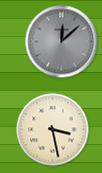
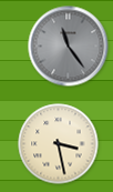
clock at (62, 42): 12:08 -> 11:24
